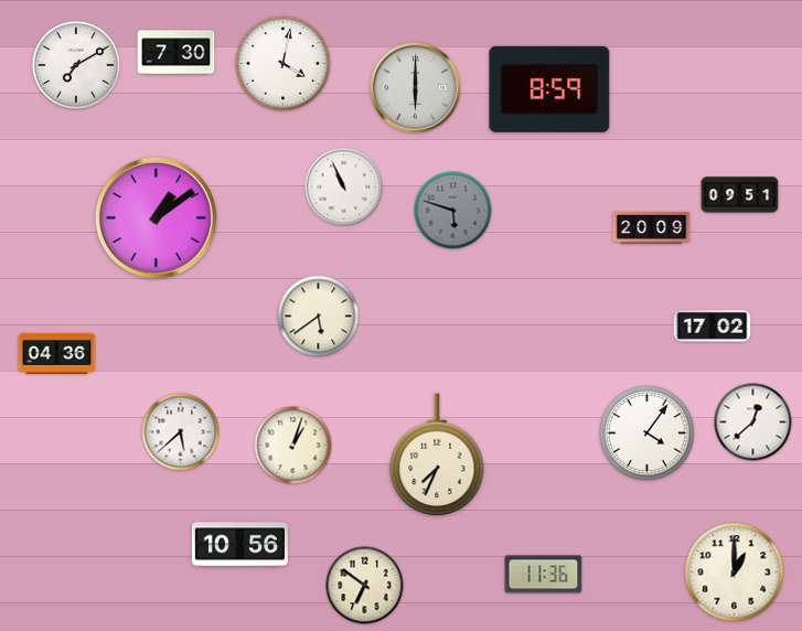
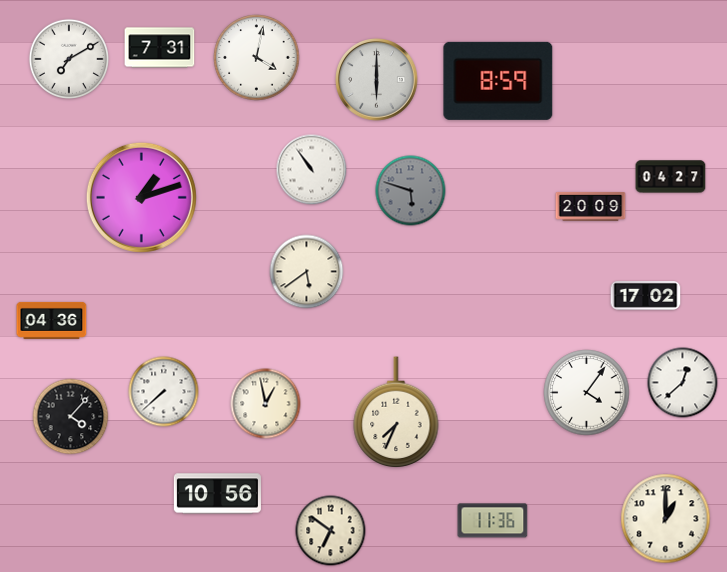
clock at (177, 53): 7:30 -> 7:31
clock at (344, 188): 10:56 -> 10:54
clock at (740, 195): 09:51 -> 04:27
clock at (156, 217): 1:09 -> 1:12
clock at (319, 317) position: (319, 317) -> (307, 272)
clock at (181, 432): 5:38 -> 7:38
clock at (293, 446): 1:03 -> 12:58
clock at (71, 417): none -> 4:07
